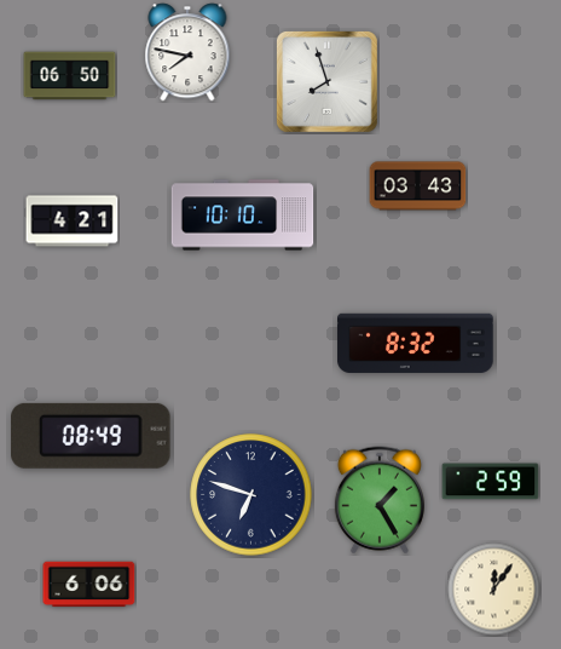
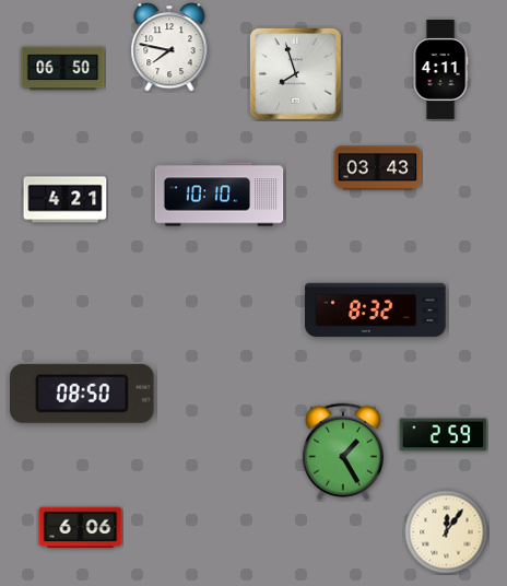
clock at (440, 70): none -> 4:11
clock at (91, 436): 08:49 -> 08:50
clock at (251, 495): 6:48 -> none
